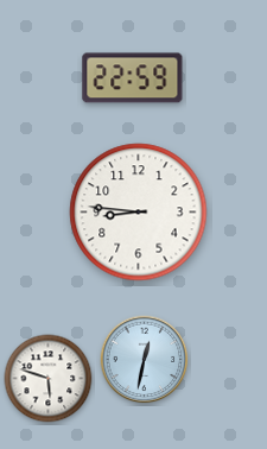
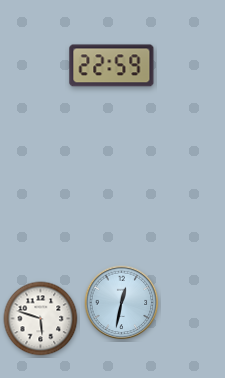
clock at (139, 213): 8:46 -> none
